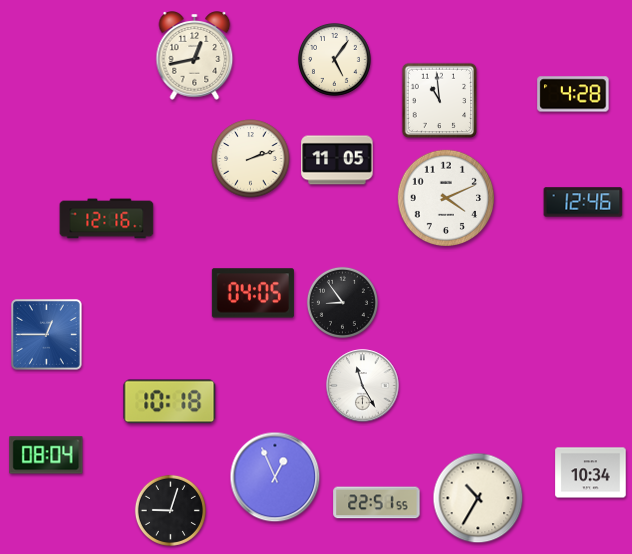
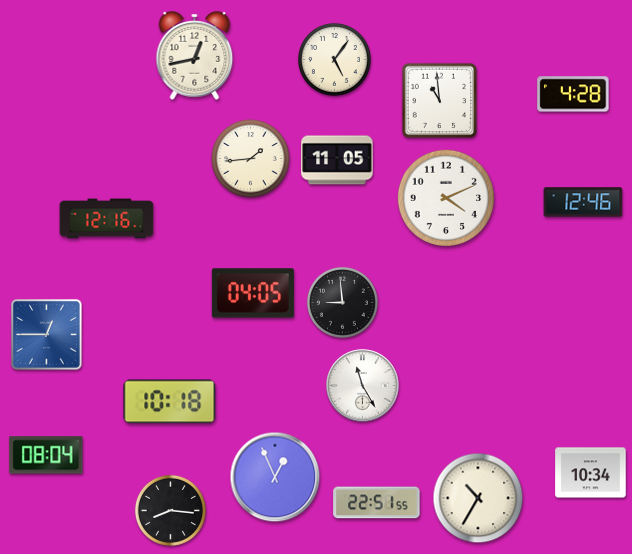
clock at (251, 159): 2:12 -> 1:44
clock at (342, 302): 8:54 -> 8:59
clock at (170, 510): 9:03 -> 8:16
